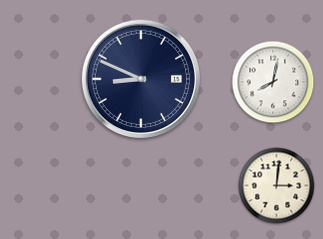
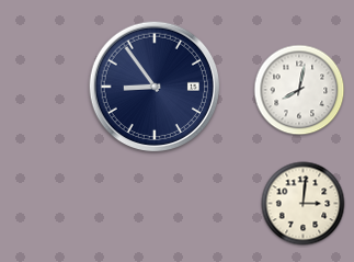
clock at (141, 79): 8:49 -> 8:54
